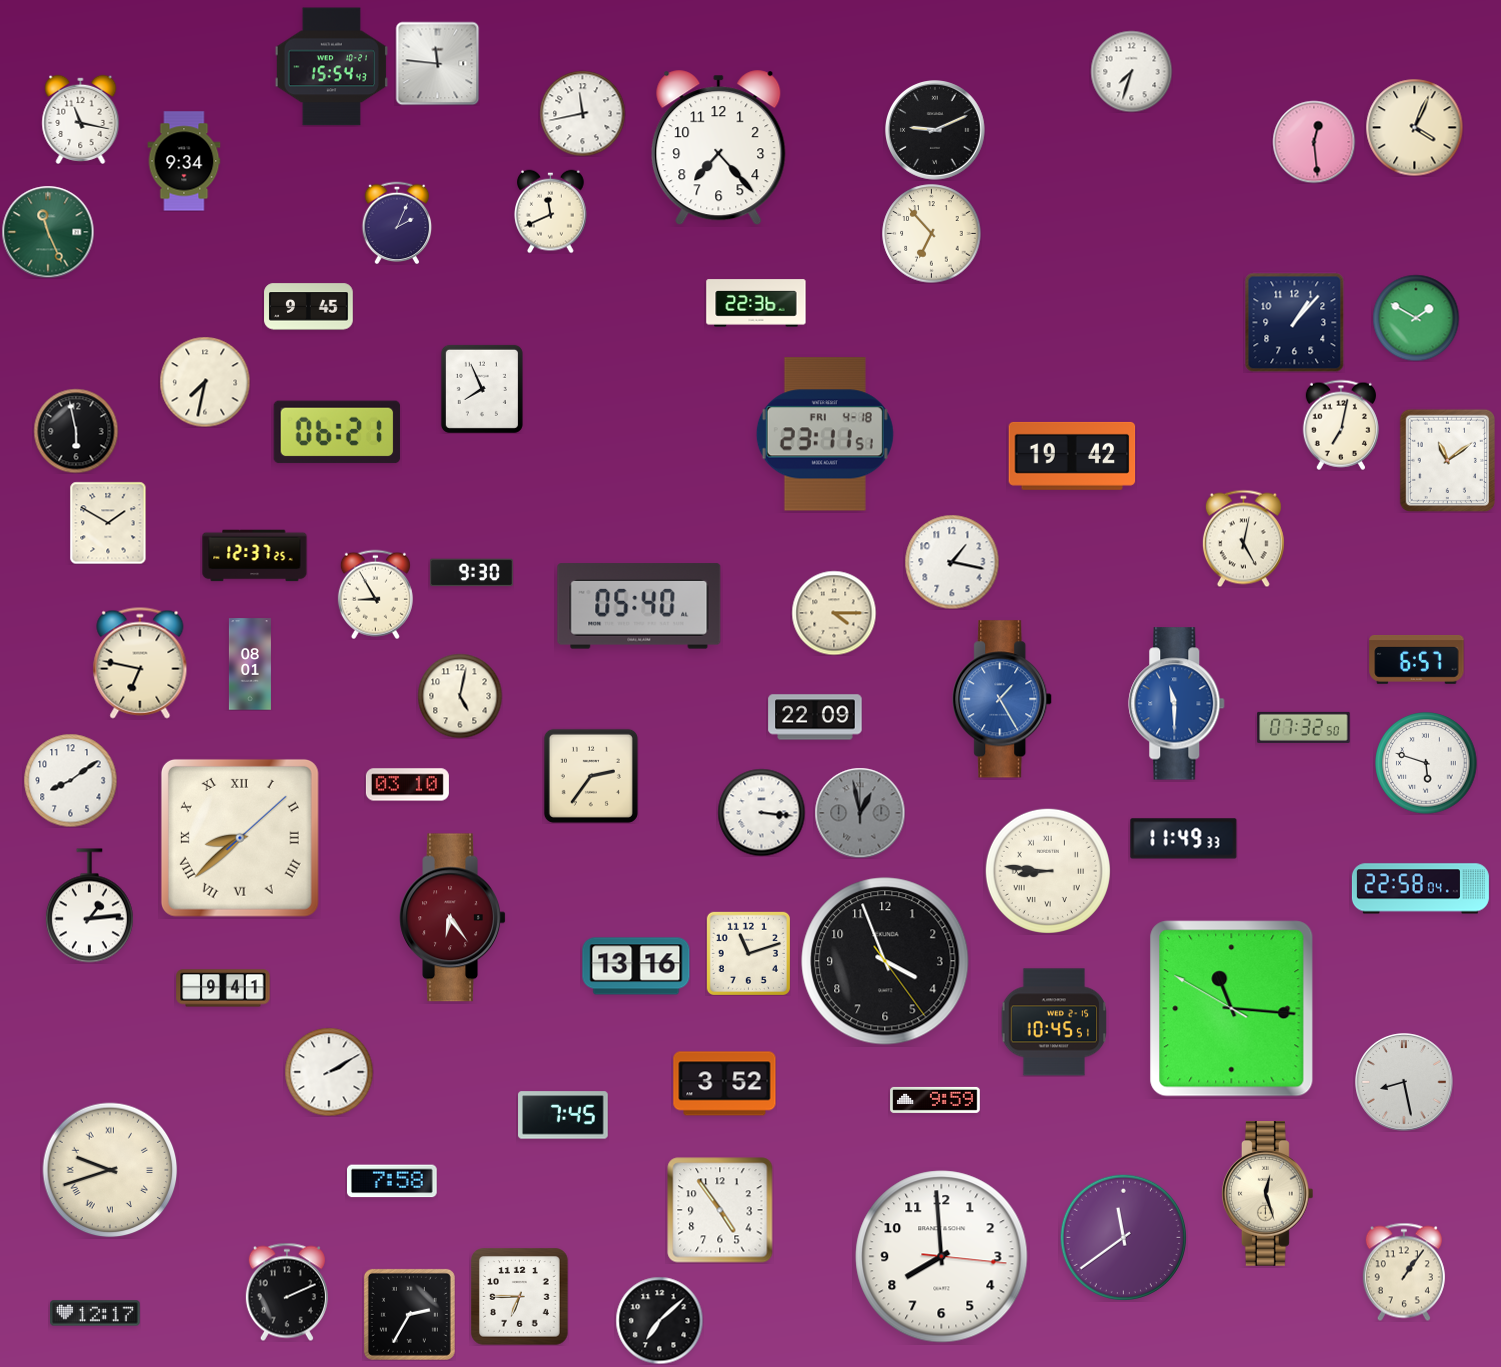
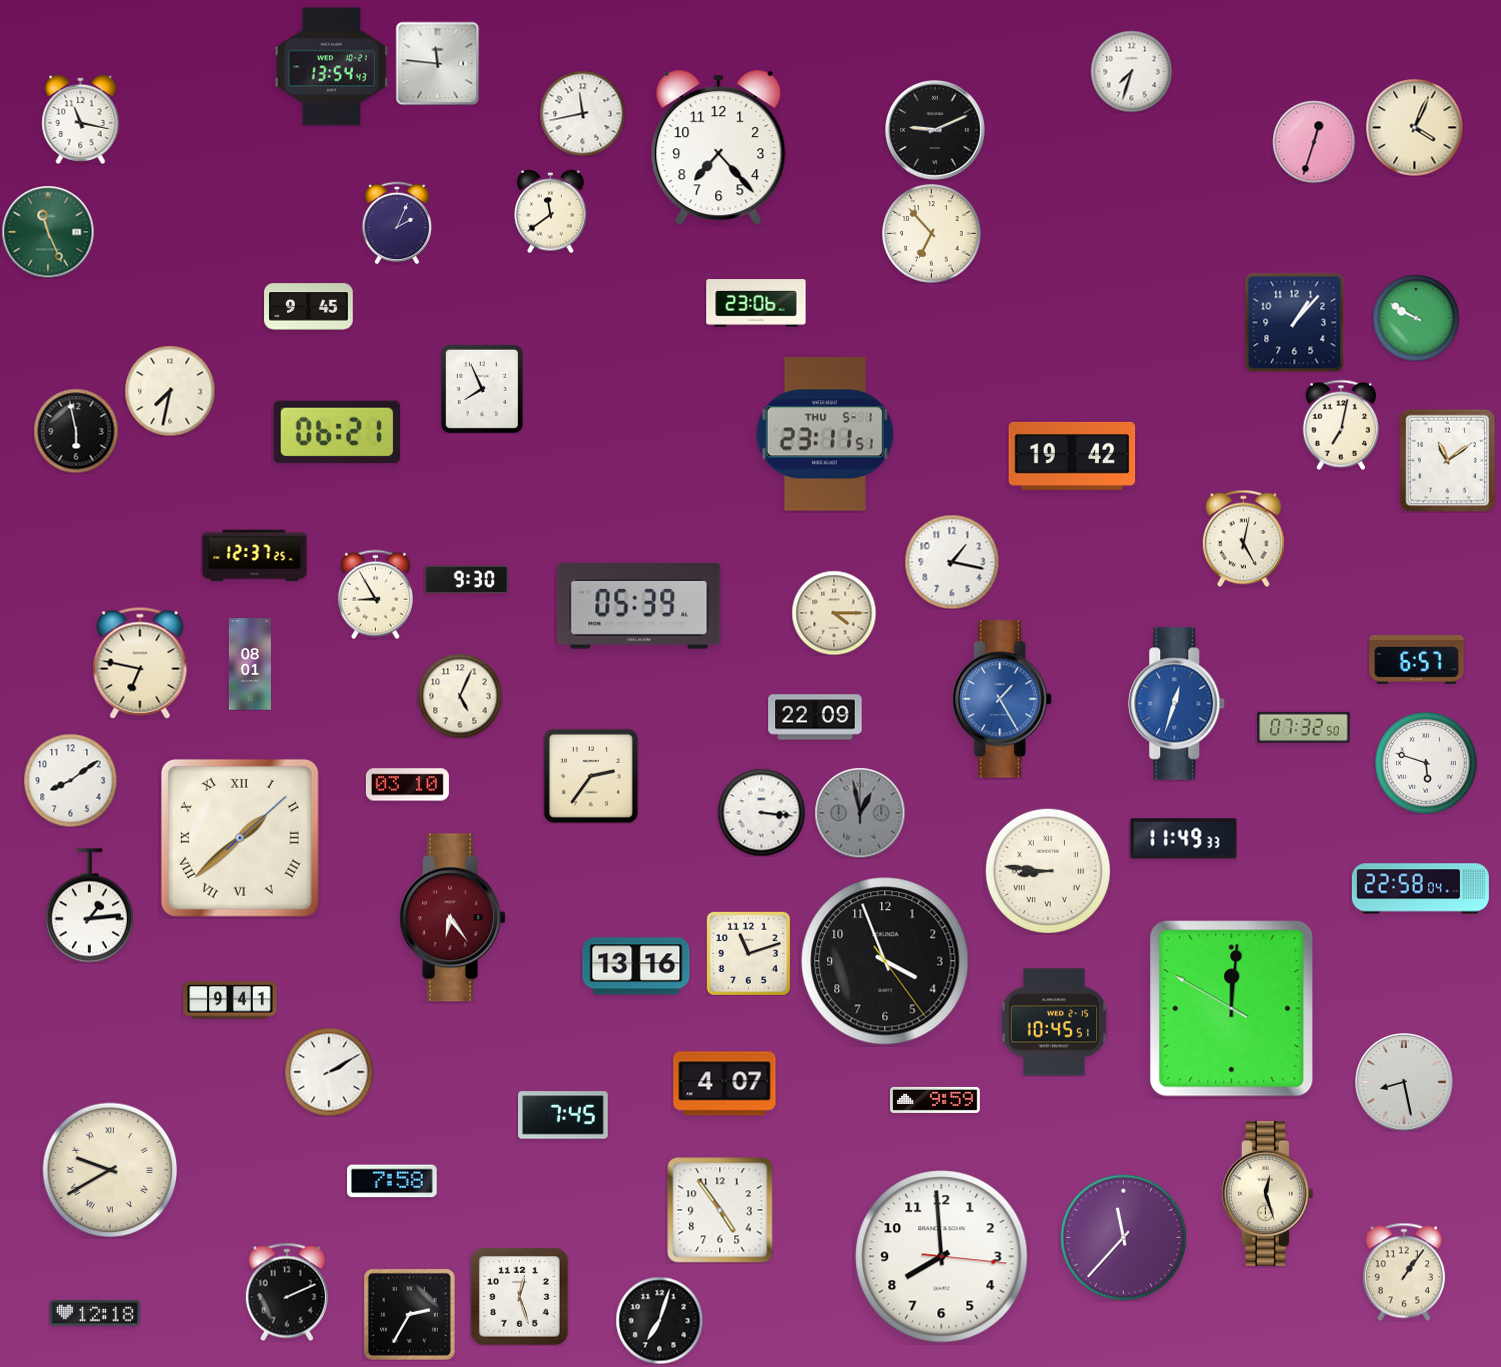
clock at (331, 67): 15:54 -> 13:54
clock at (1314, 142): 12:29 -> 12:33
clock at (184, 161): 9:34 -> none
clock at (551, 211): 11:41 -> 11:39
clock at (756, 303): 22:36 -> 23:06
clock at (1416, 318): 1:50 -> 9:50
clock at (205, 382) position: (205, 382) -> (170, 391)
clock at (825, 434) date: FRI 4-18 -> THU 5-1
clock at (108, 523): 1:50 -> none
clock at (471, 573) position: (471, 573) -> (466, 580)
clock at (639, 606): 05:40 -> 05:39
clock at (460, 696): 5:02 -> 5:04
clock at (1177, 704): 11:30 -> 12:33
clock at (240, 838): 8:38 -> 1:38
clock at (223, 988) position: (223, 988) -> (230, 1000)
clock at (1232, 1009): 11:15 -> 12:00
clock at (725, 1084): 3:52 -> 4:07
clock at (110, 1170): 9:42 -> 9:40
clock at (1123, 1237): 11:39 -> 11:37
clock at (520, 1297): 6:45 -> 12:27
clock at (95, 1313): 12:17 -> 12:18
clock at (659, 1320): 7:08 -> 7:03
